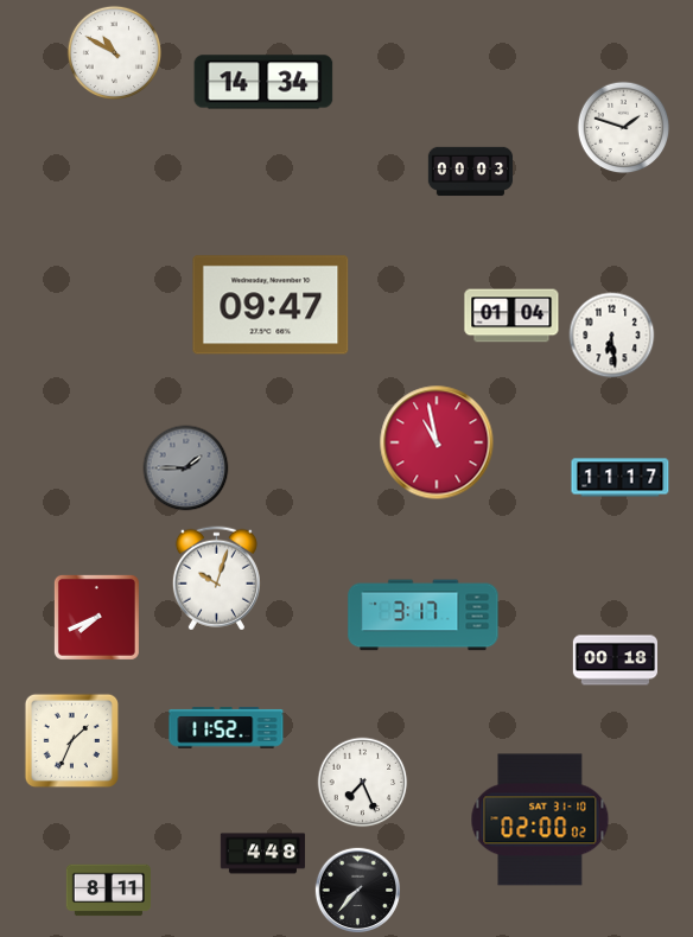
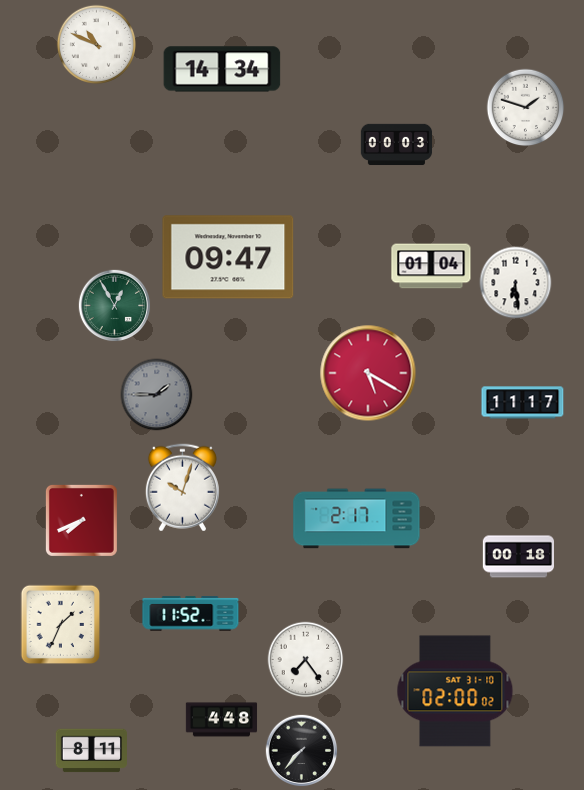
clock at (114, 52): 10:50 -> 10:49
clock at (115, 306): none -> 12:55
clock at (437, 442): 10:58 -> 5:20
clock at (424, 616): 3:17 -> 2:17
clock at (363, 783): 7:26 -> 7:24
